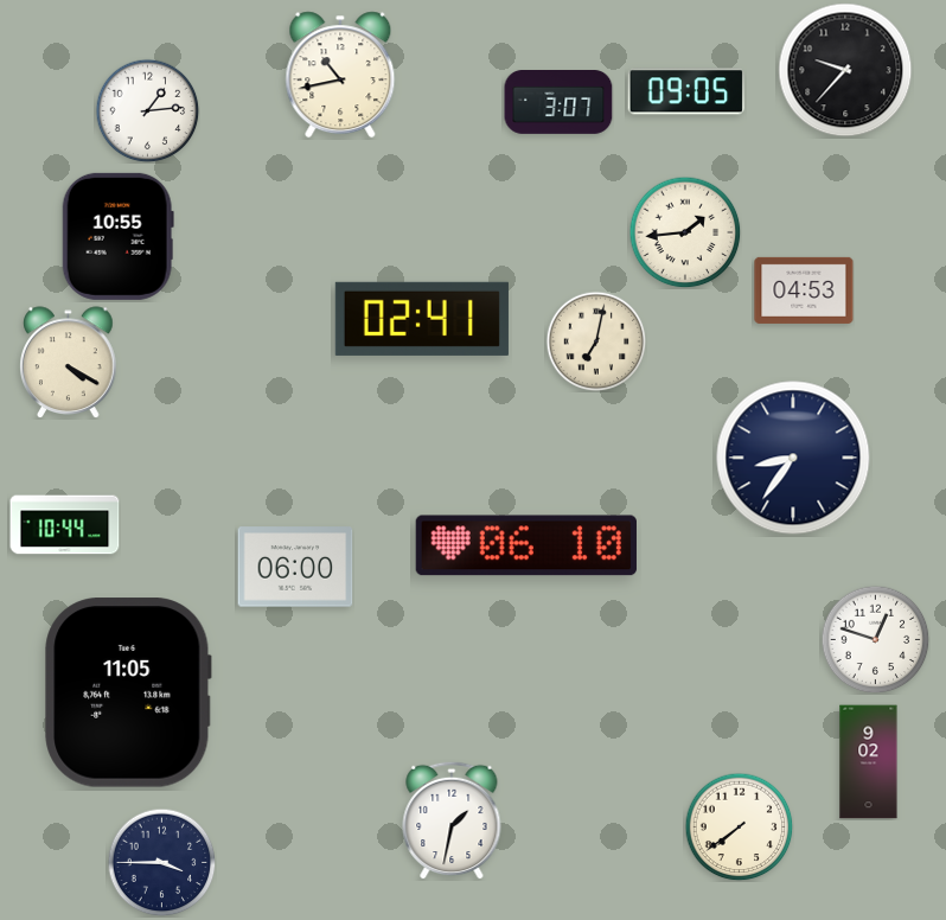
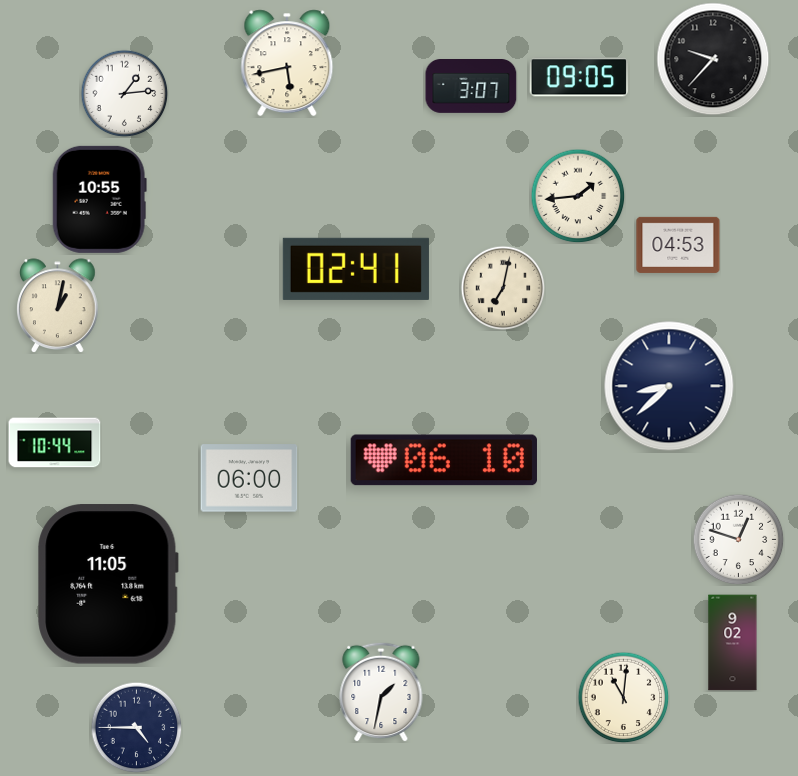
clock at (340, 75): 10:43 -> 5:43
clock at (69, 362): 4:20 -> 1:02
clock at (793, 458): 8:36 -> 8:38
clock at (739, 826): 7:39 -> 11:01
clock at (161, 862): 3:45 -> 4:45
